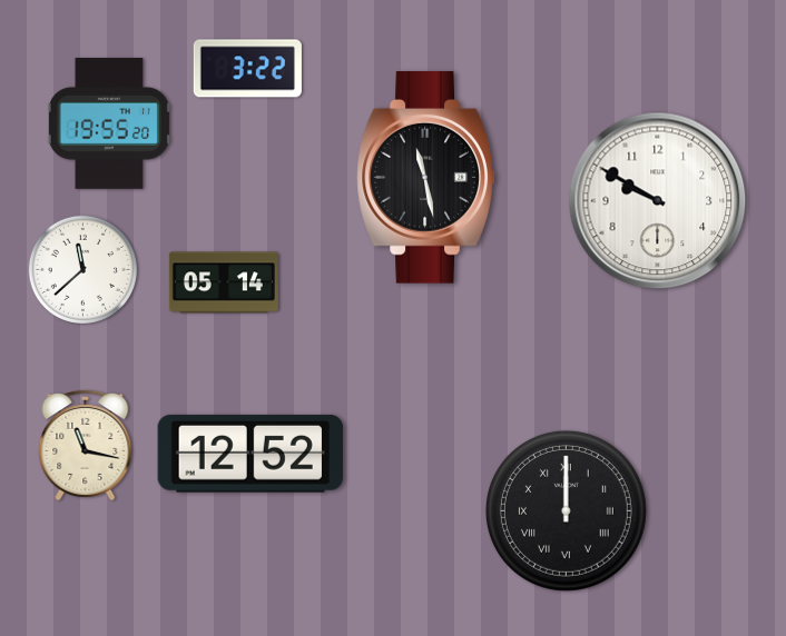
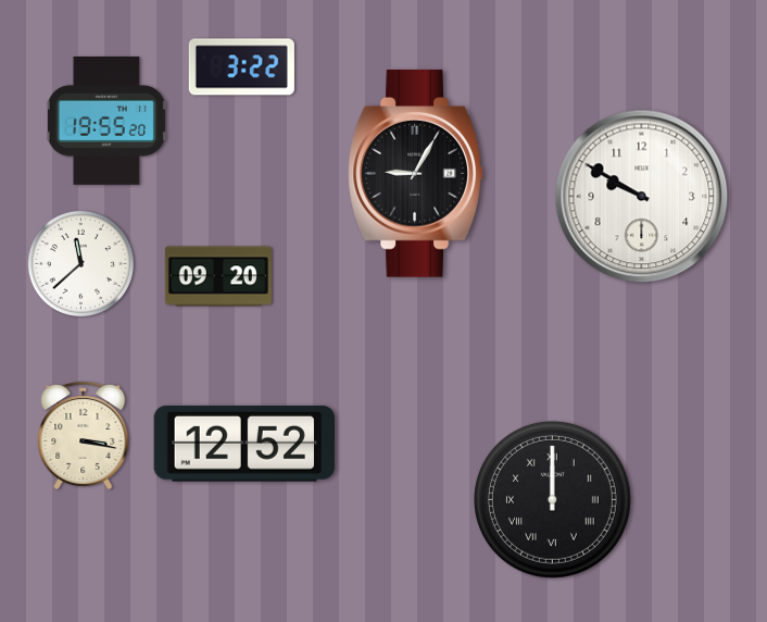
clock at (426, 178): 11:28 -> 9:05
clock at (224, 282): 05:14 -> 09:20
clock at (86, 445): 11:17 -> 3:17
